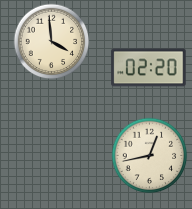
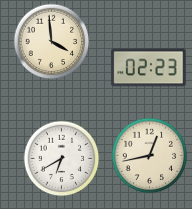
clock at (149, 68): 02:20 -> 02:23
clock at (62, 159): none -> 6:40
